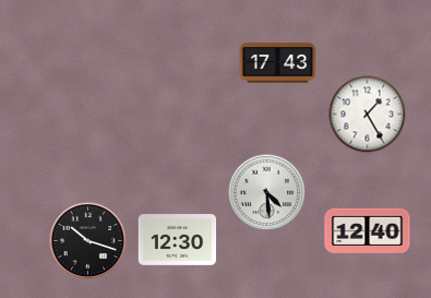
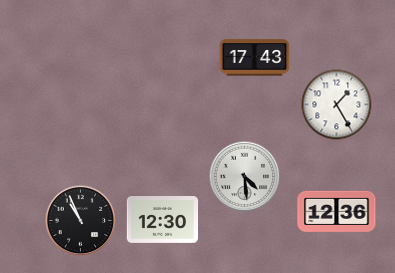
clock at (368, 230): 12:40 -> 12:36
clock at (88, 241): 10:18 -> 10:56
